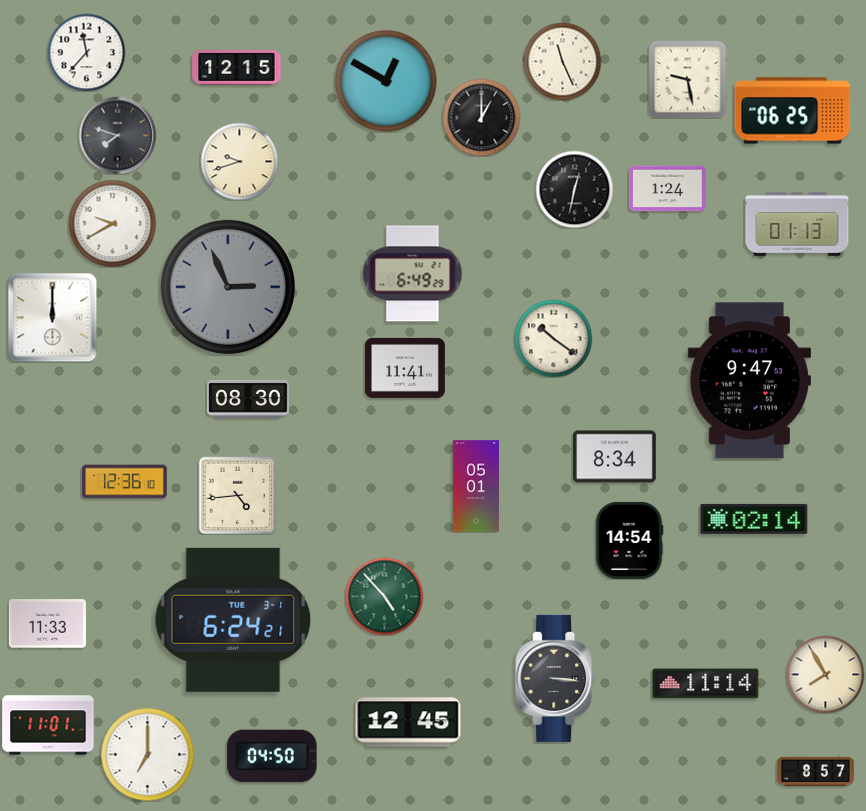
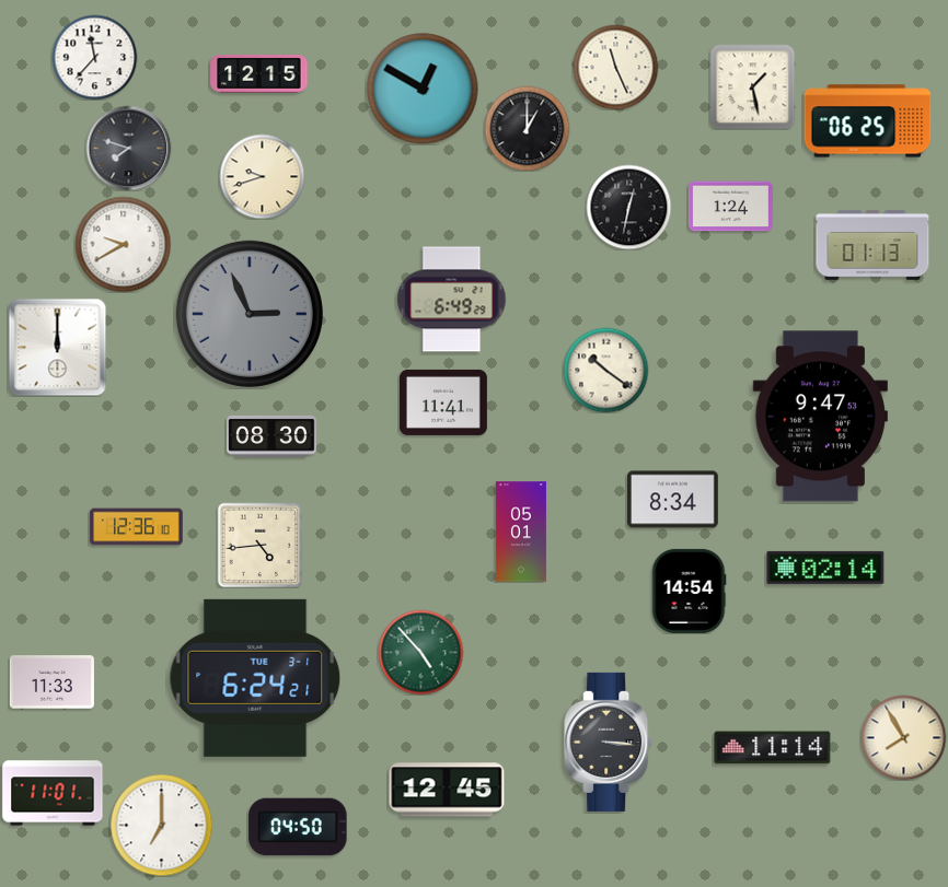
clock at (687, 79): 9:28 -> 1:28
clock at (237, 495) position: (237, 495) -> (259, 545)
clock at (815, 771): 8:57 -> none
